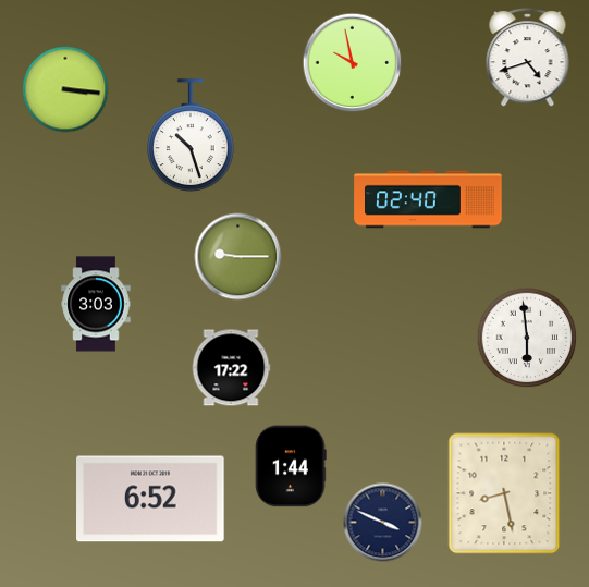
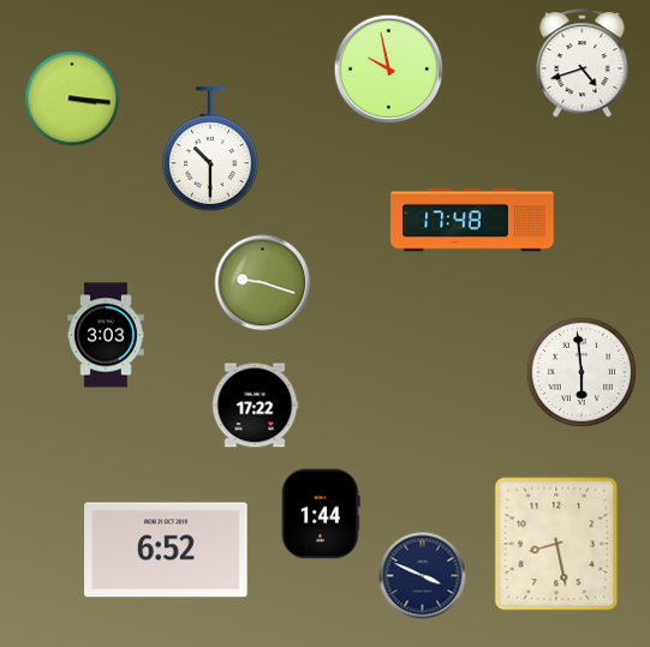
clock at (192, 135): 10:27 -> 10:30
clock at (428, 199): 02:40 -> 17:48
clock at (238, 257): 9:15 -> 9:18
